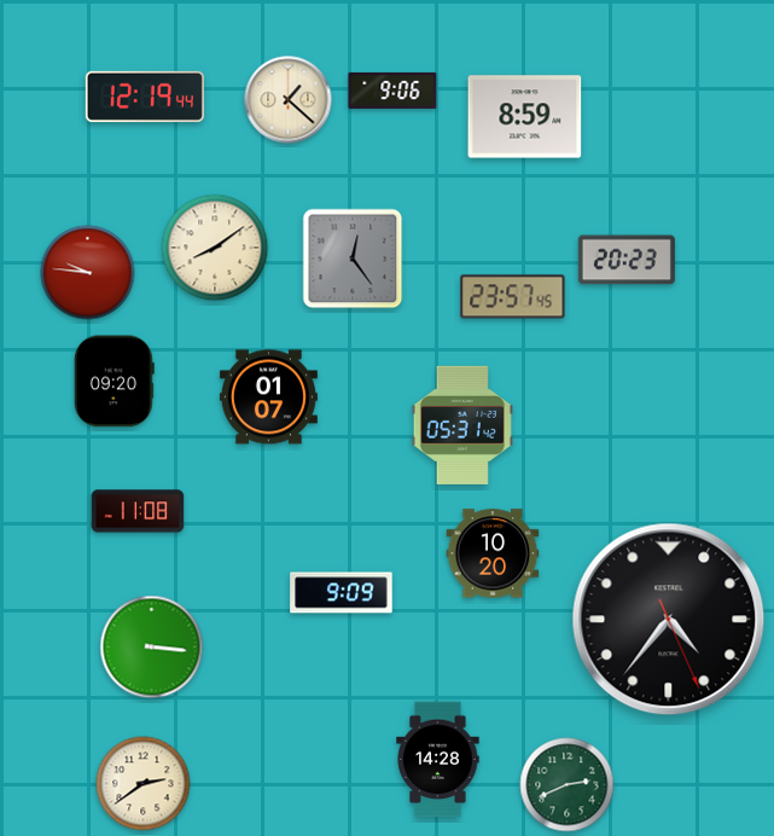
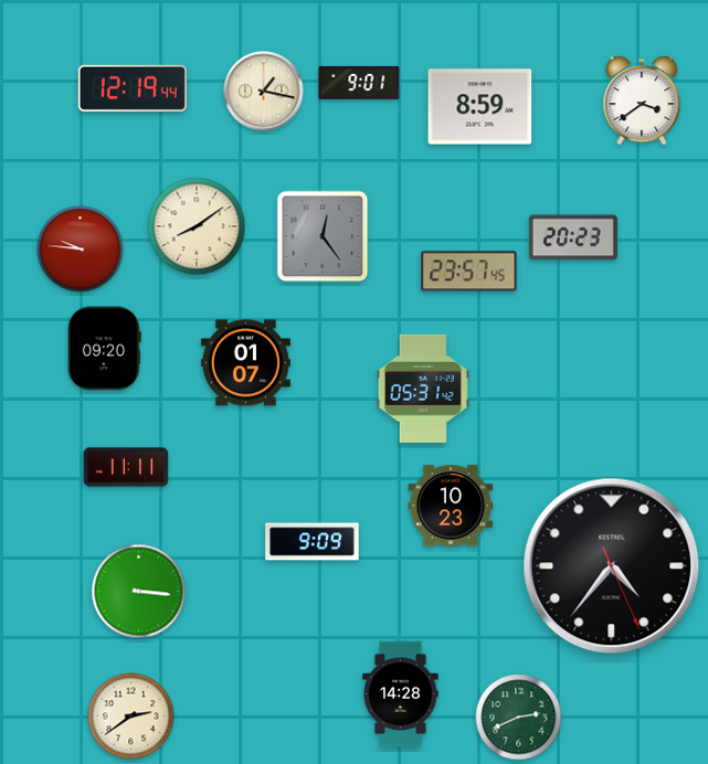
clock at (392, 91): 9:06 -> 9:01
clock at (289, 100): 1:22 -> 1:17
clock at (642, 100): none -> 3:39
clock at (138, 511): 11:08 -> 11:11
clock at (493, 553): 10:20 -> 10:23
